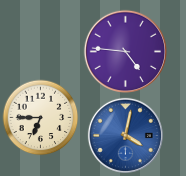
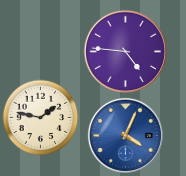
clock at (41, 118): 6:45 -> 1:47
clock at (125, 135): 4:02 -> 4:04
